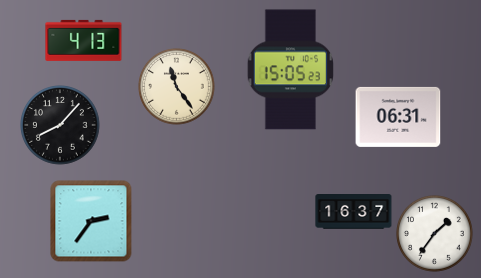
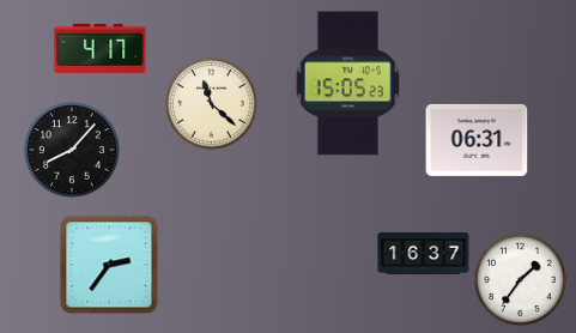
clock at (84, 40): 4:13 -> 4:17
clock at (177, 87): 11:24 -> 11:22
